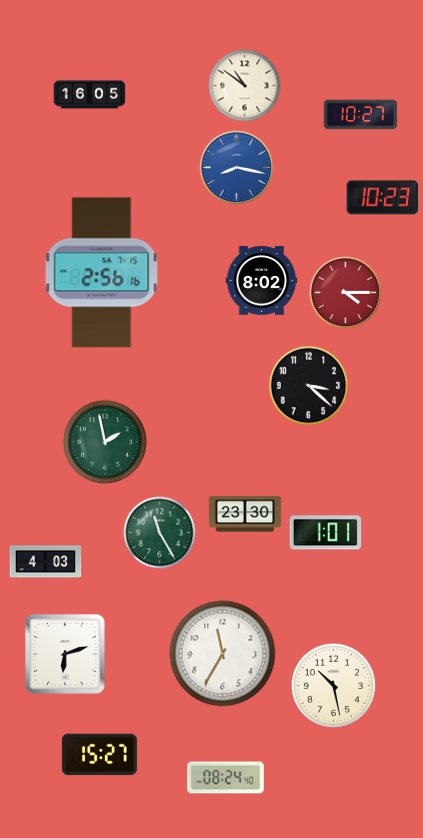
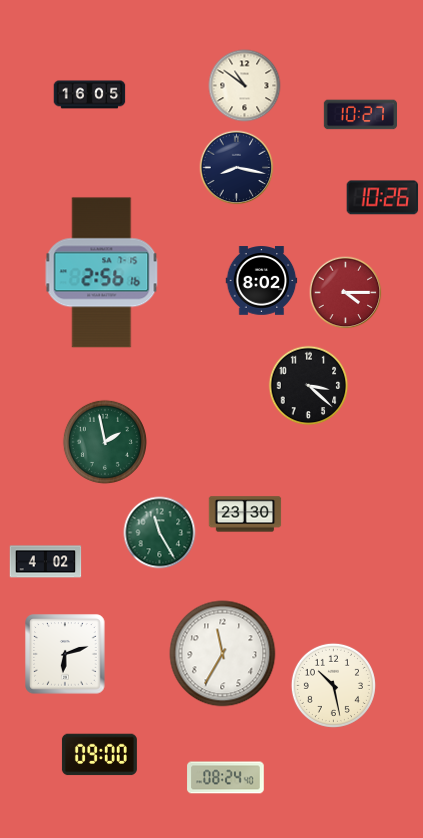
clock at (237, 168) dial: blue -> navy
clock at (383, 198): 10:23 -> 10:26
clock at (326, 533): 1:01 -> none
clock at (46, 562): 4:03 -> 4:02
clock at (99, 755): 15:27 -> 09:00
